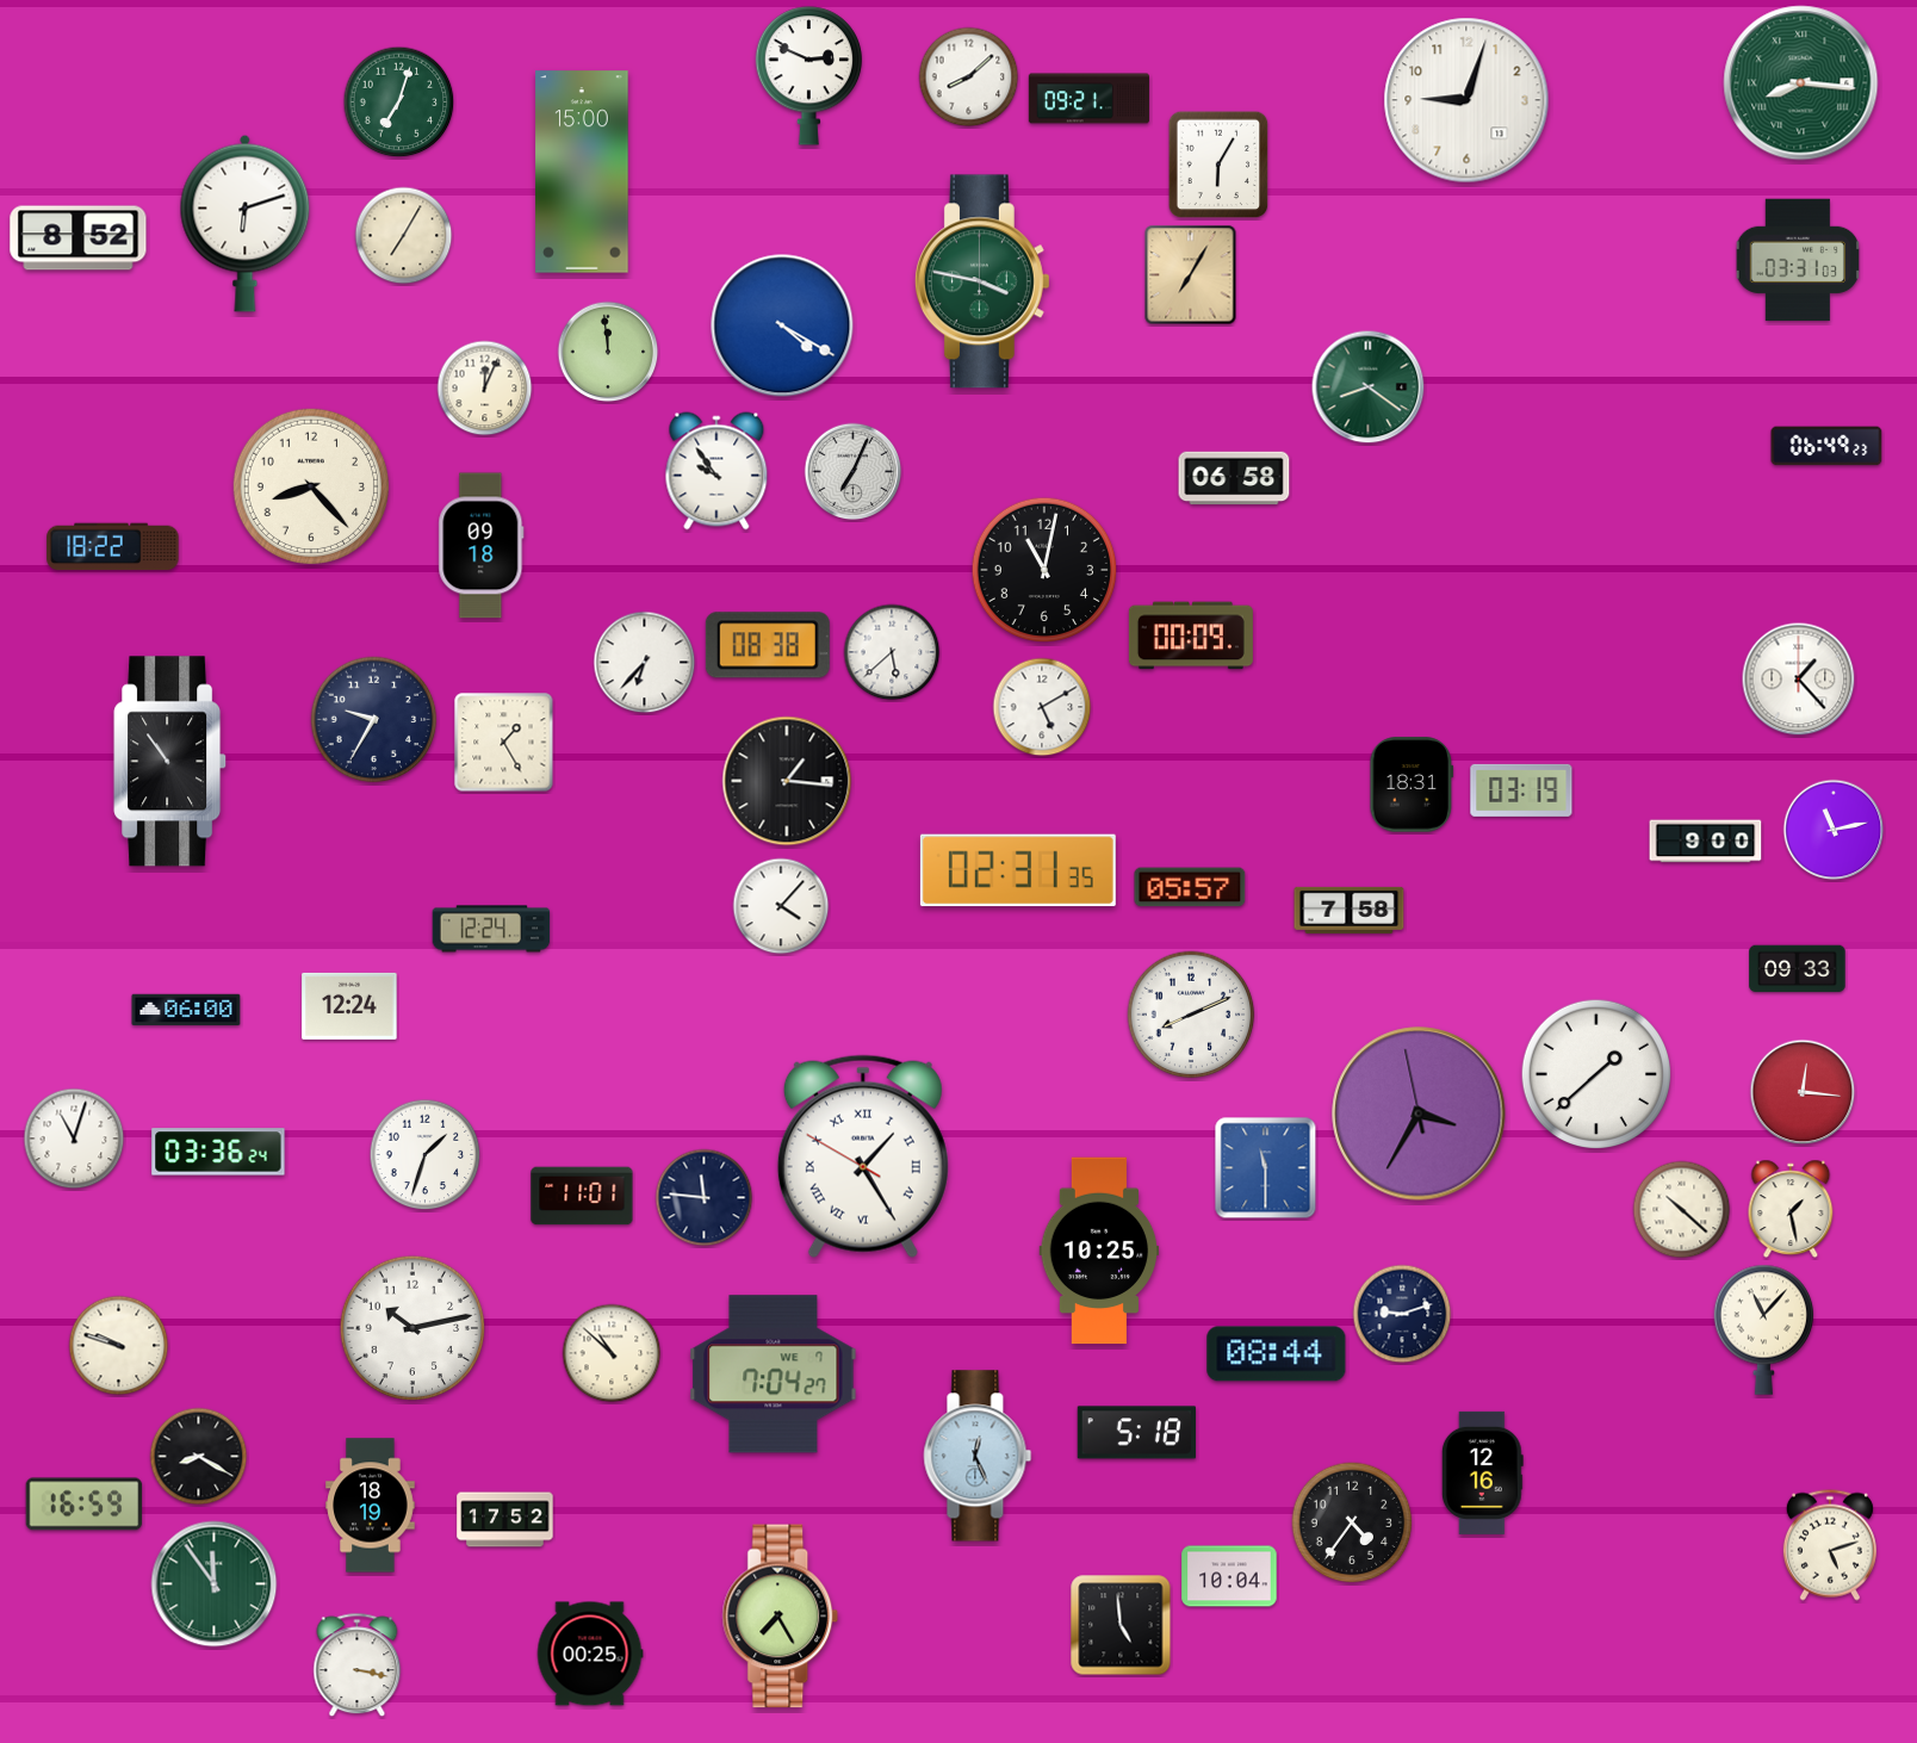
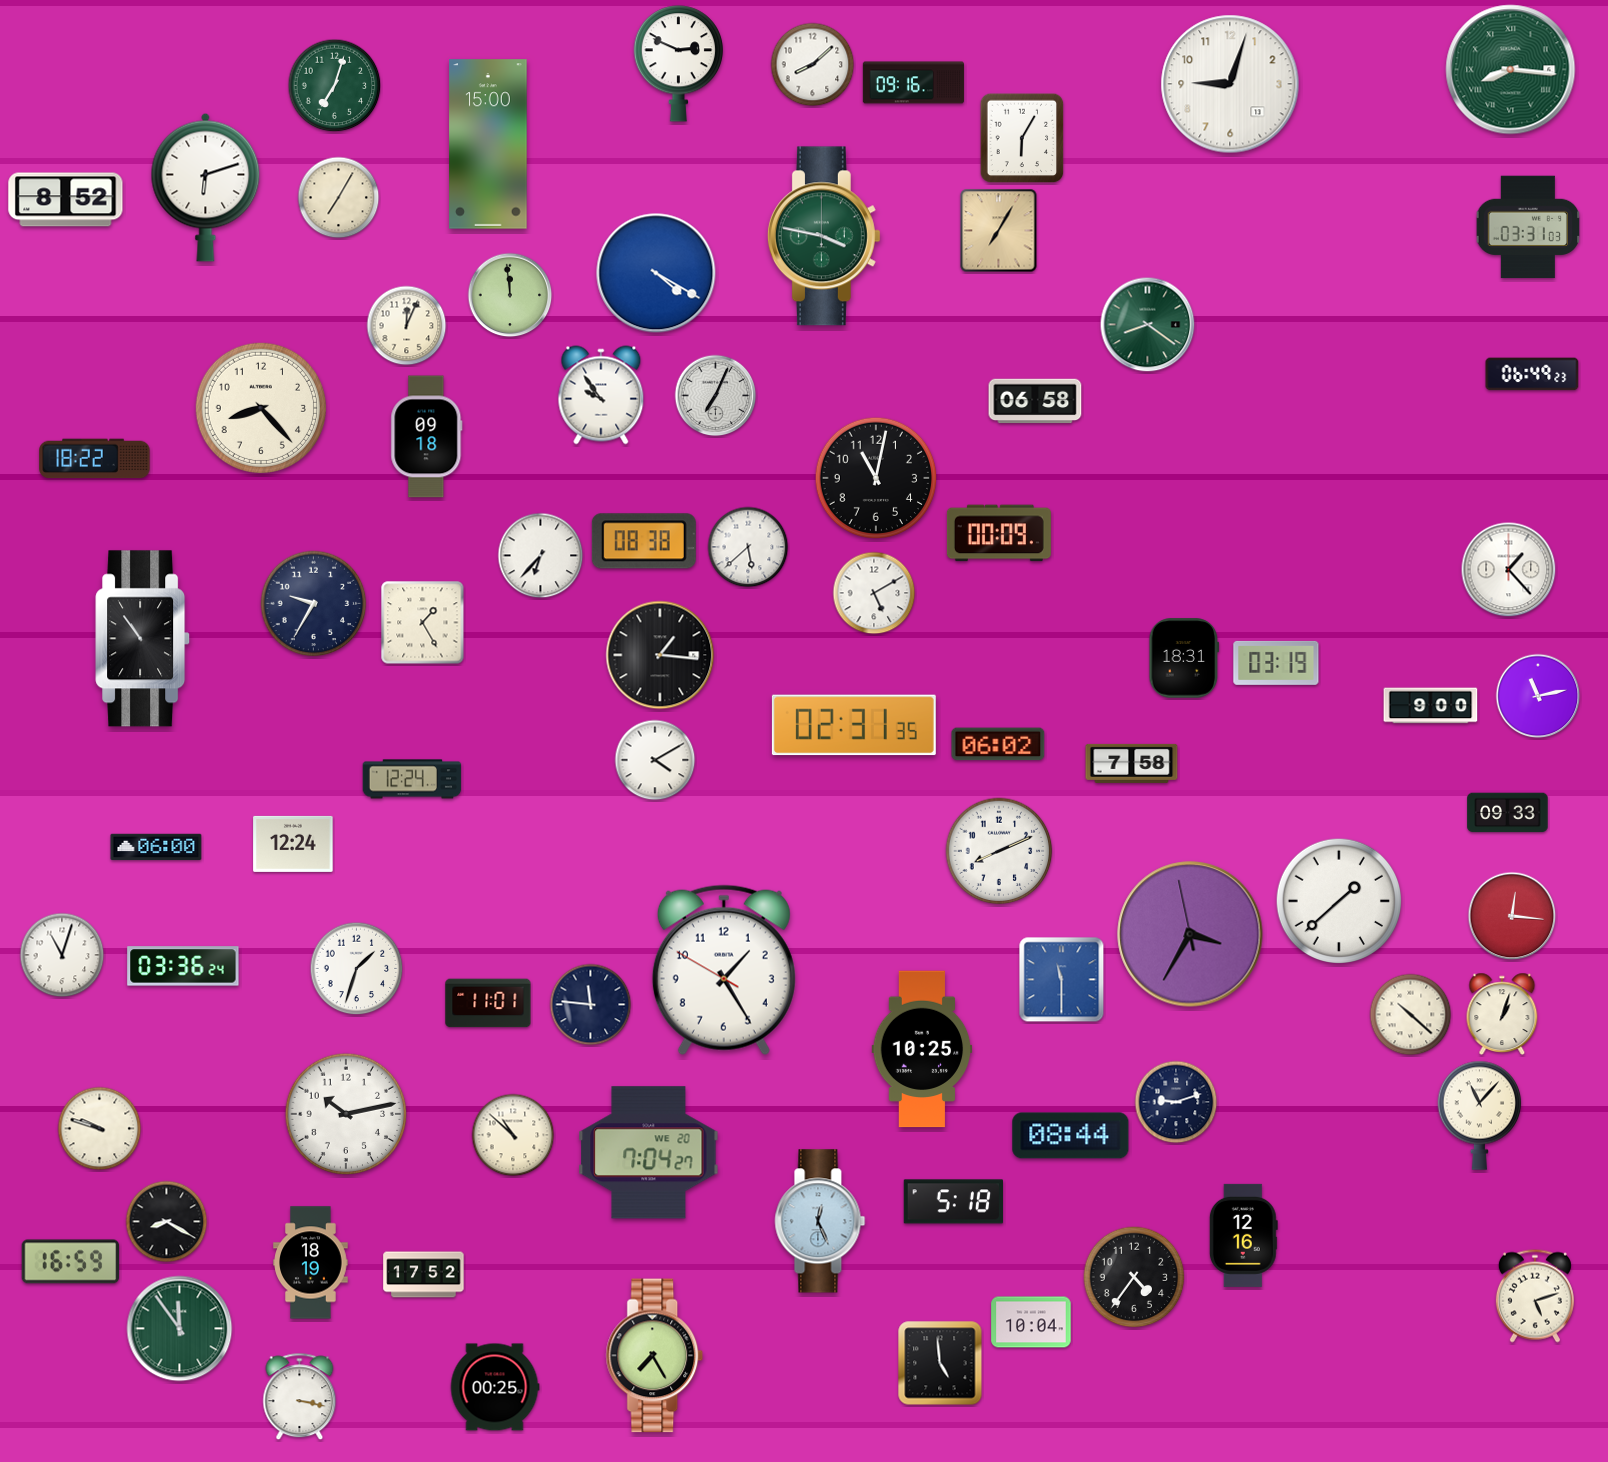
clock at (1088, 99): 09:21 -> 09:16
clock at (1797, 260) position: (1797, 260) -> (1527, 227)
clock at (482, 546) position: (482, 546) -> (427, 437)
clock at (1018, 870) position: (1018, 870) -> (854, 725)
clock at (1190, 887): 05:57 -> 06:02
clock at (781, 906): 4:07 -> 4:10
clock at (863, 1156) numerals: Roman -> Arabic
clock at (1791, 1209): 1:28 -> 1:03
clock at (774, 1375) date: WE 7 -> WE 20
